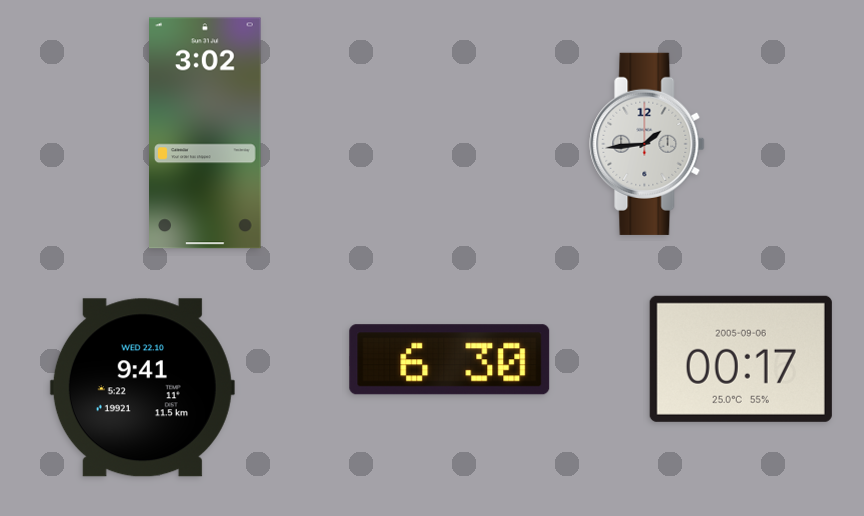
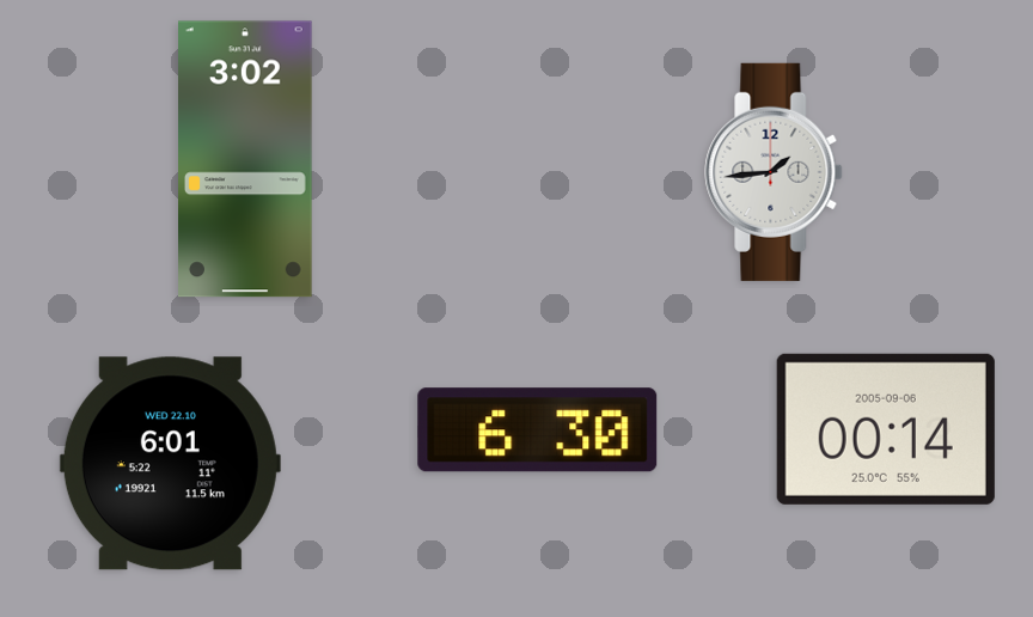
clock at (741, 359): 00:17 -> 00:14
clock at (142, 388): 9:41 -> 6:01
